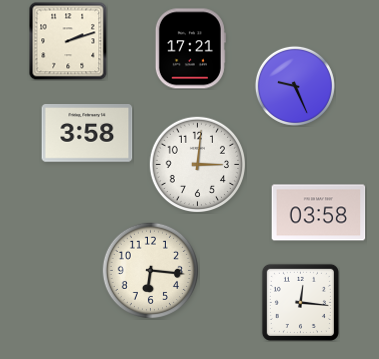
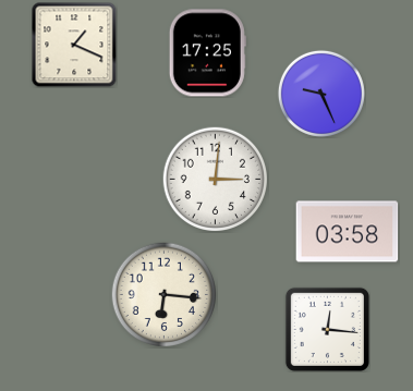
clock at (68, 41): 2:12 -> 1:19
clock at (190, 49): 17:21 -> 17:25
clock at (87, 134): 3:58 -> none
